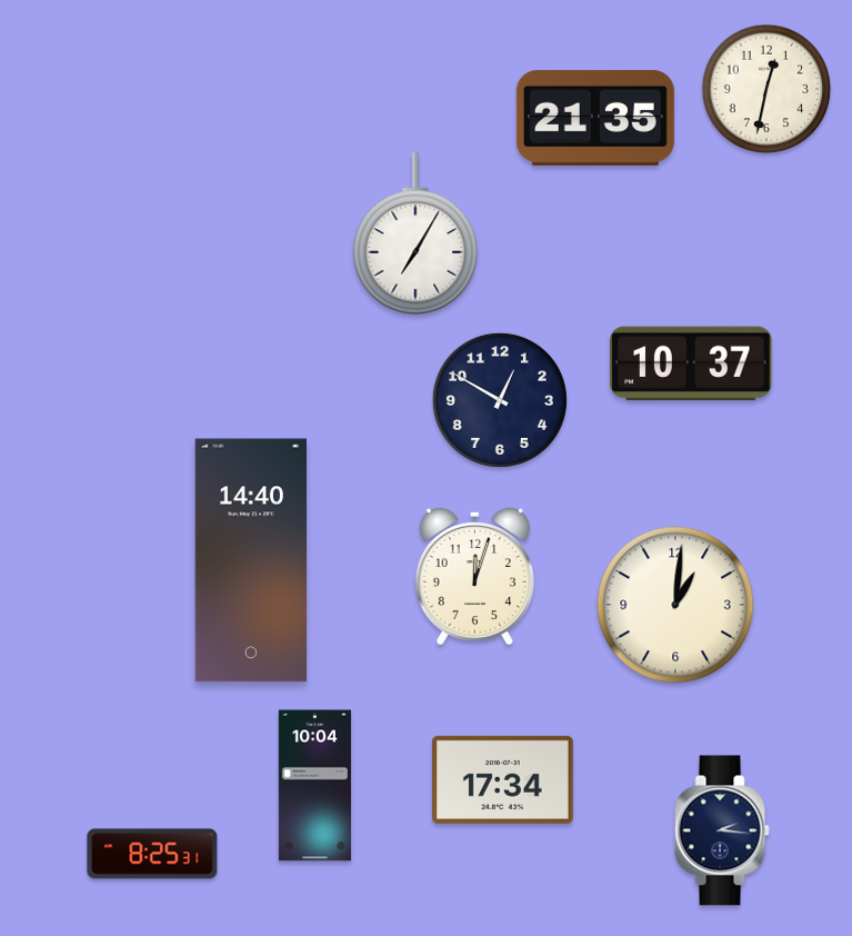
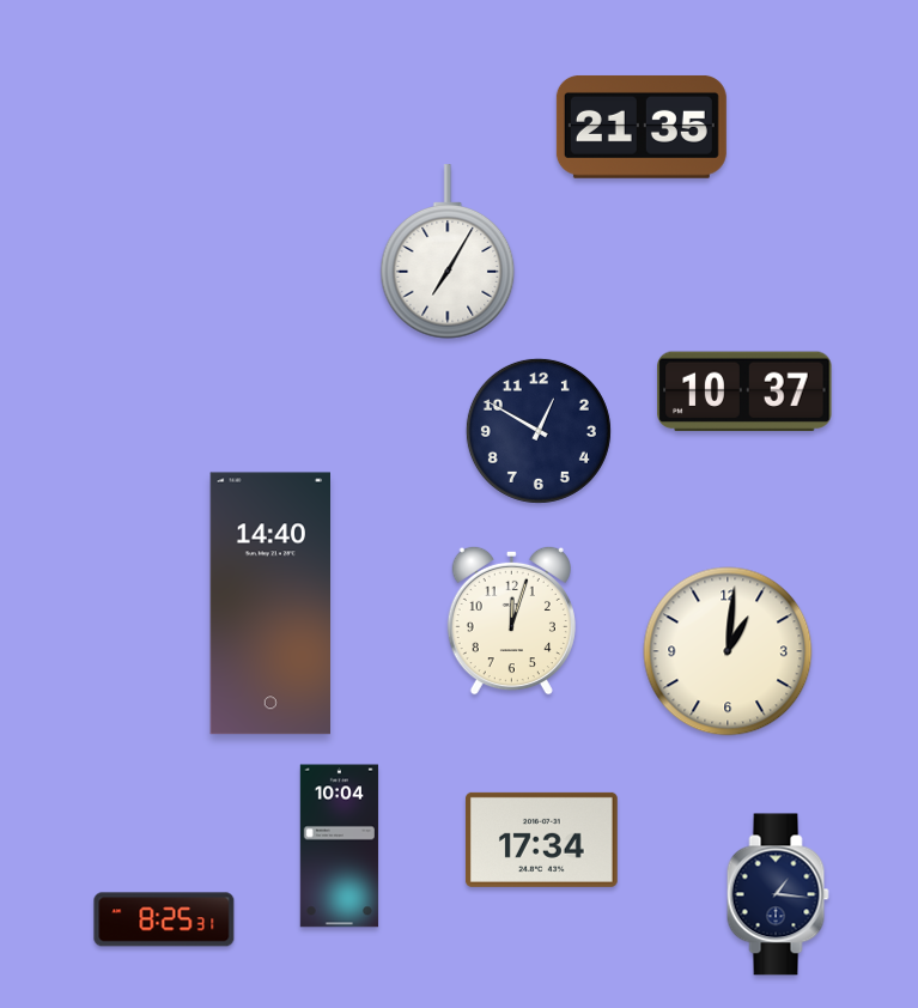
clock at (766, 89): 12:32 -> none
clock at (722, 830): 2:16 -> 1:16
